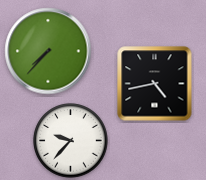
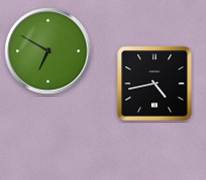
clock at (48, 51): 7:37 -> 6:50
clock at (71, 141): 9:37 -> none
